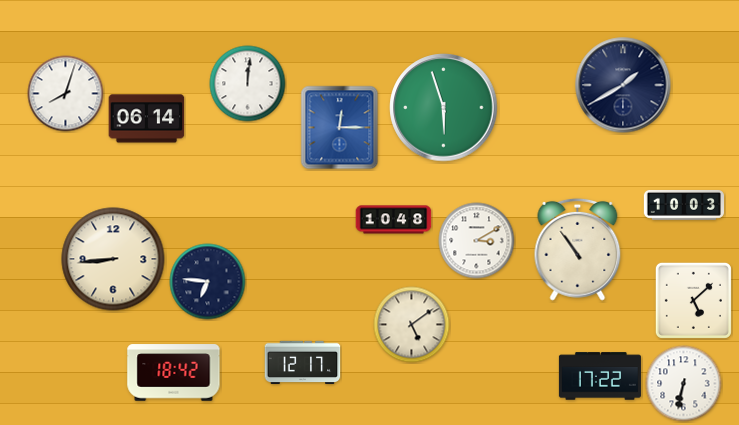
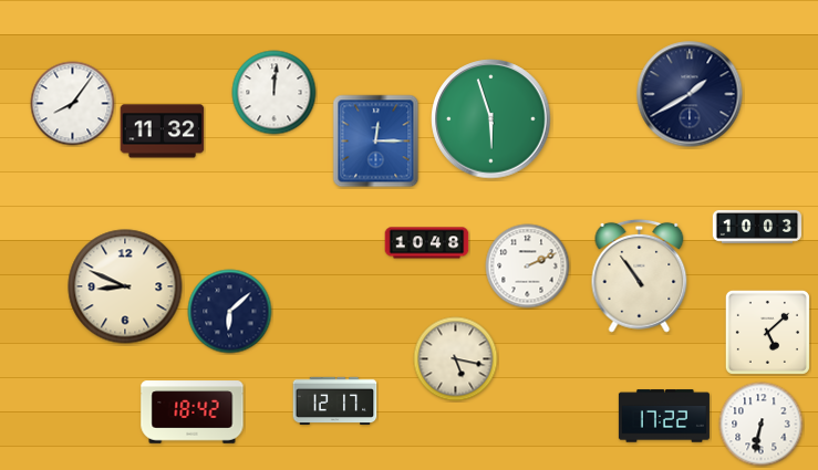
clock at (66, 94): 8:03 -> 8:06
clock at (147, 119): 06:14 -> 11:32
clock at (394, 220) position: (394, 220) -> (427, 243)
clock at (477, 241): 3:10 -> 2:11
clock at (113, 259): 8:44 -> 8:49
clock at (208, 282): 6:46 -> 6:08
clock at (412, 325): 5:09 -> 5:17
clock at (684, 384) position: (684, 384) -> (762, 425)
